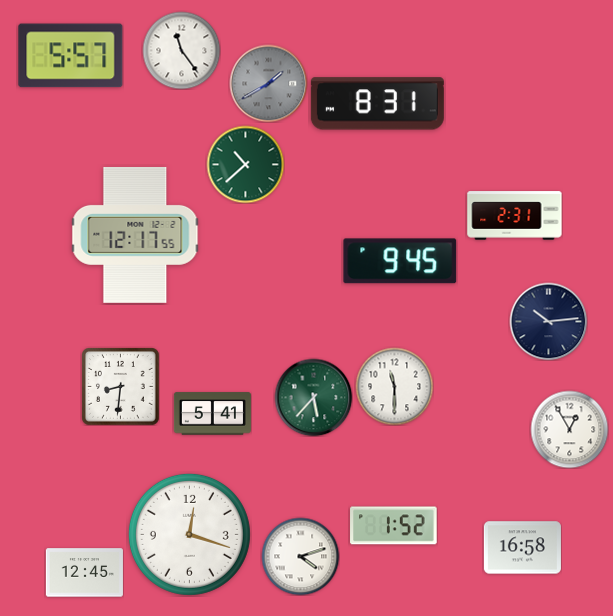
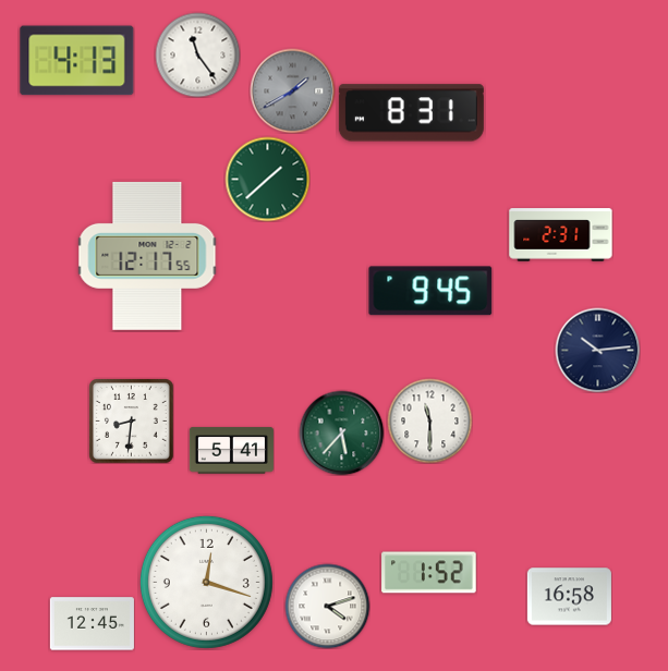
clock at (71, 56): 5:57 -> 4:13
clock at (245, 164): 10:38 -> 1:38
clock at (400, 261) position: (400, 261) -> (430, 291)
clock at (569, 429): 12:55 -> none
